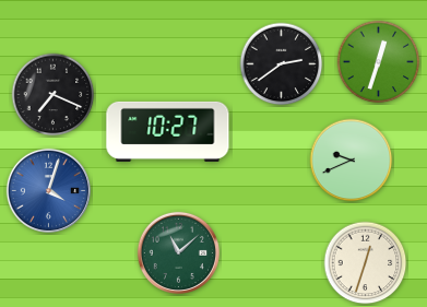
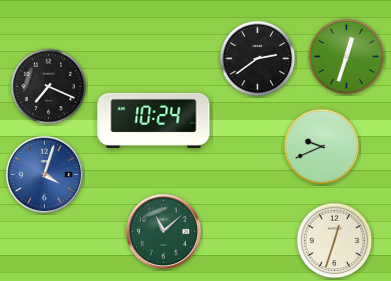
clock at (168, 131): 10:27 -> 10:24
